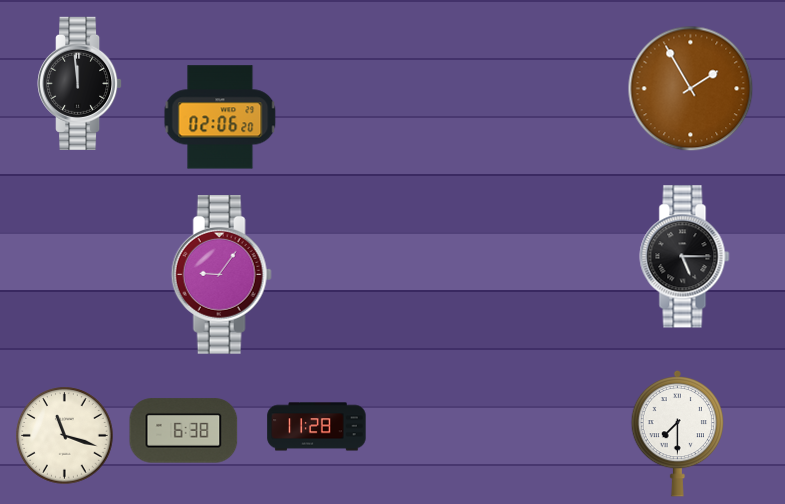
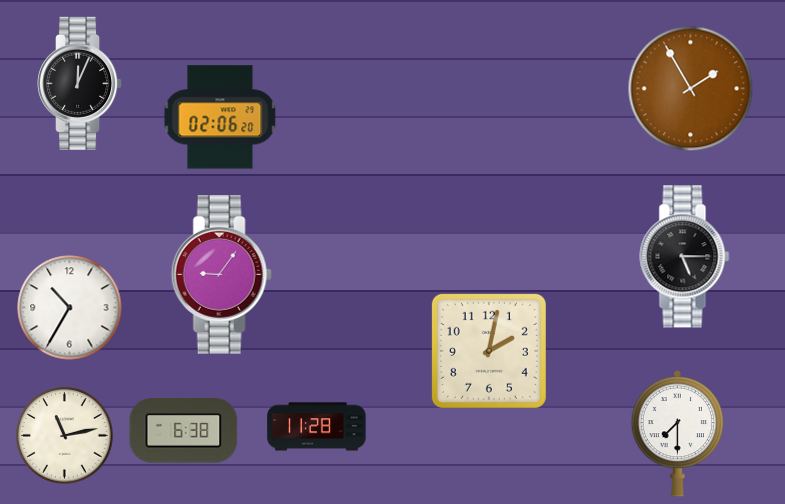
clock at (81, 83): 11:59 -> 12:04
clock at (70, 308): none -> 10:35
clock at (489, 351): none -> 2:02
clock at (65, 436): 11:18 -> 11:13
